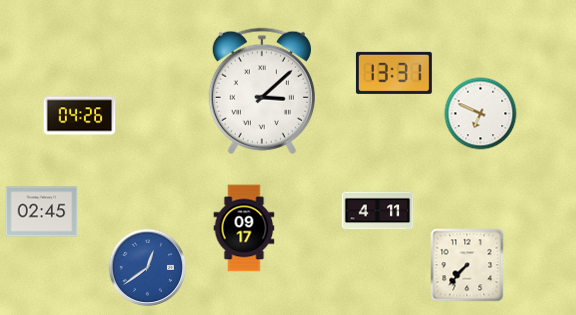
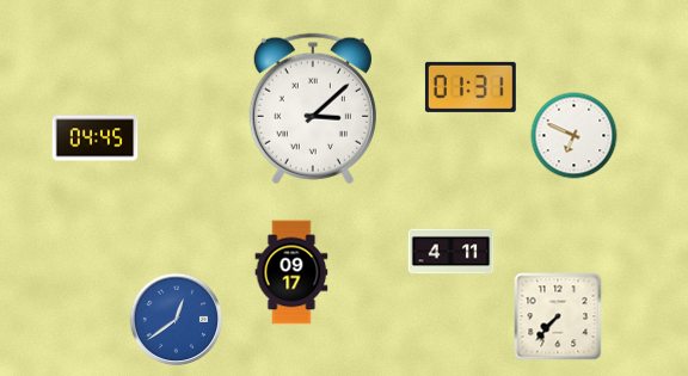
clock at (394, 73): 13:31 -> 01:31
clock at (80, 116): 04:26 -> 04:45
clock at (42, 212): 02:45 -> none
